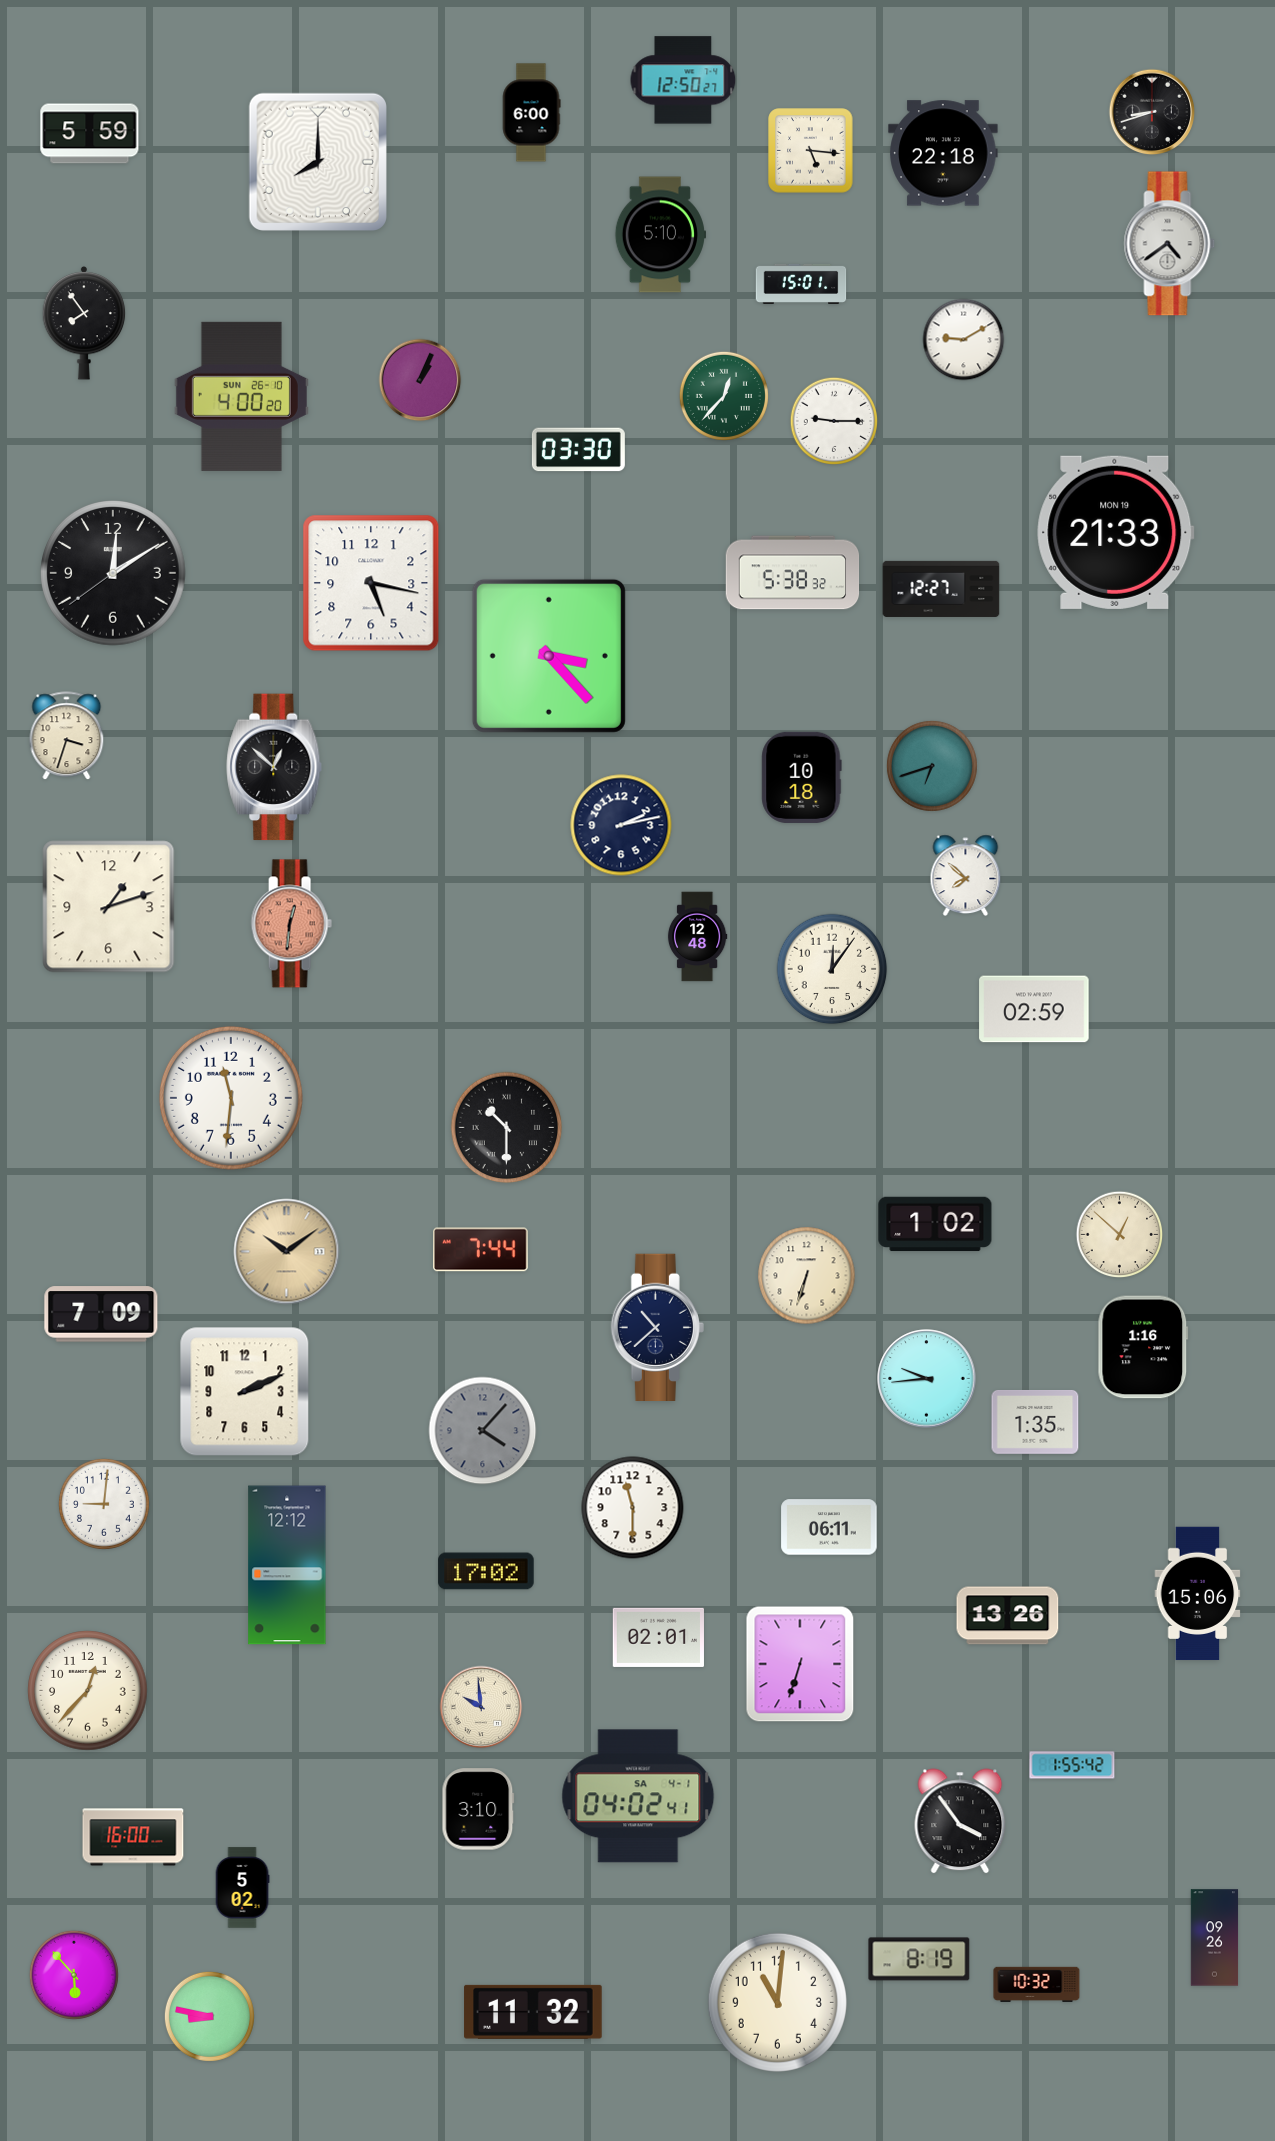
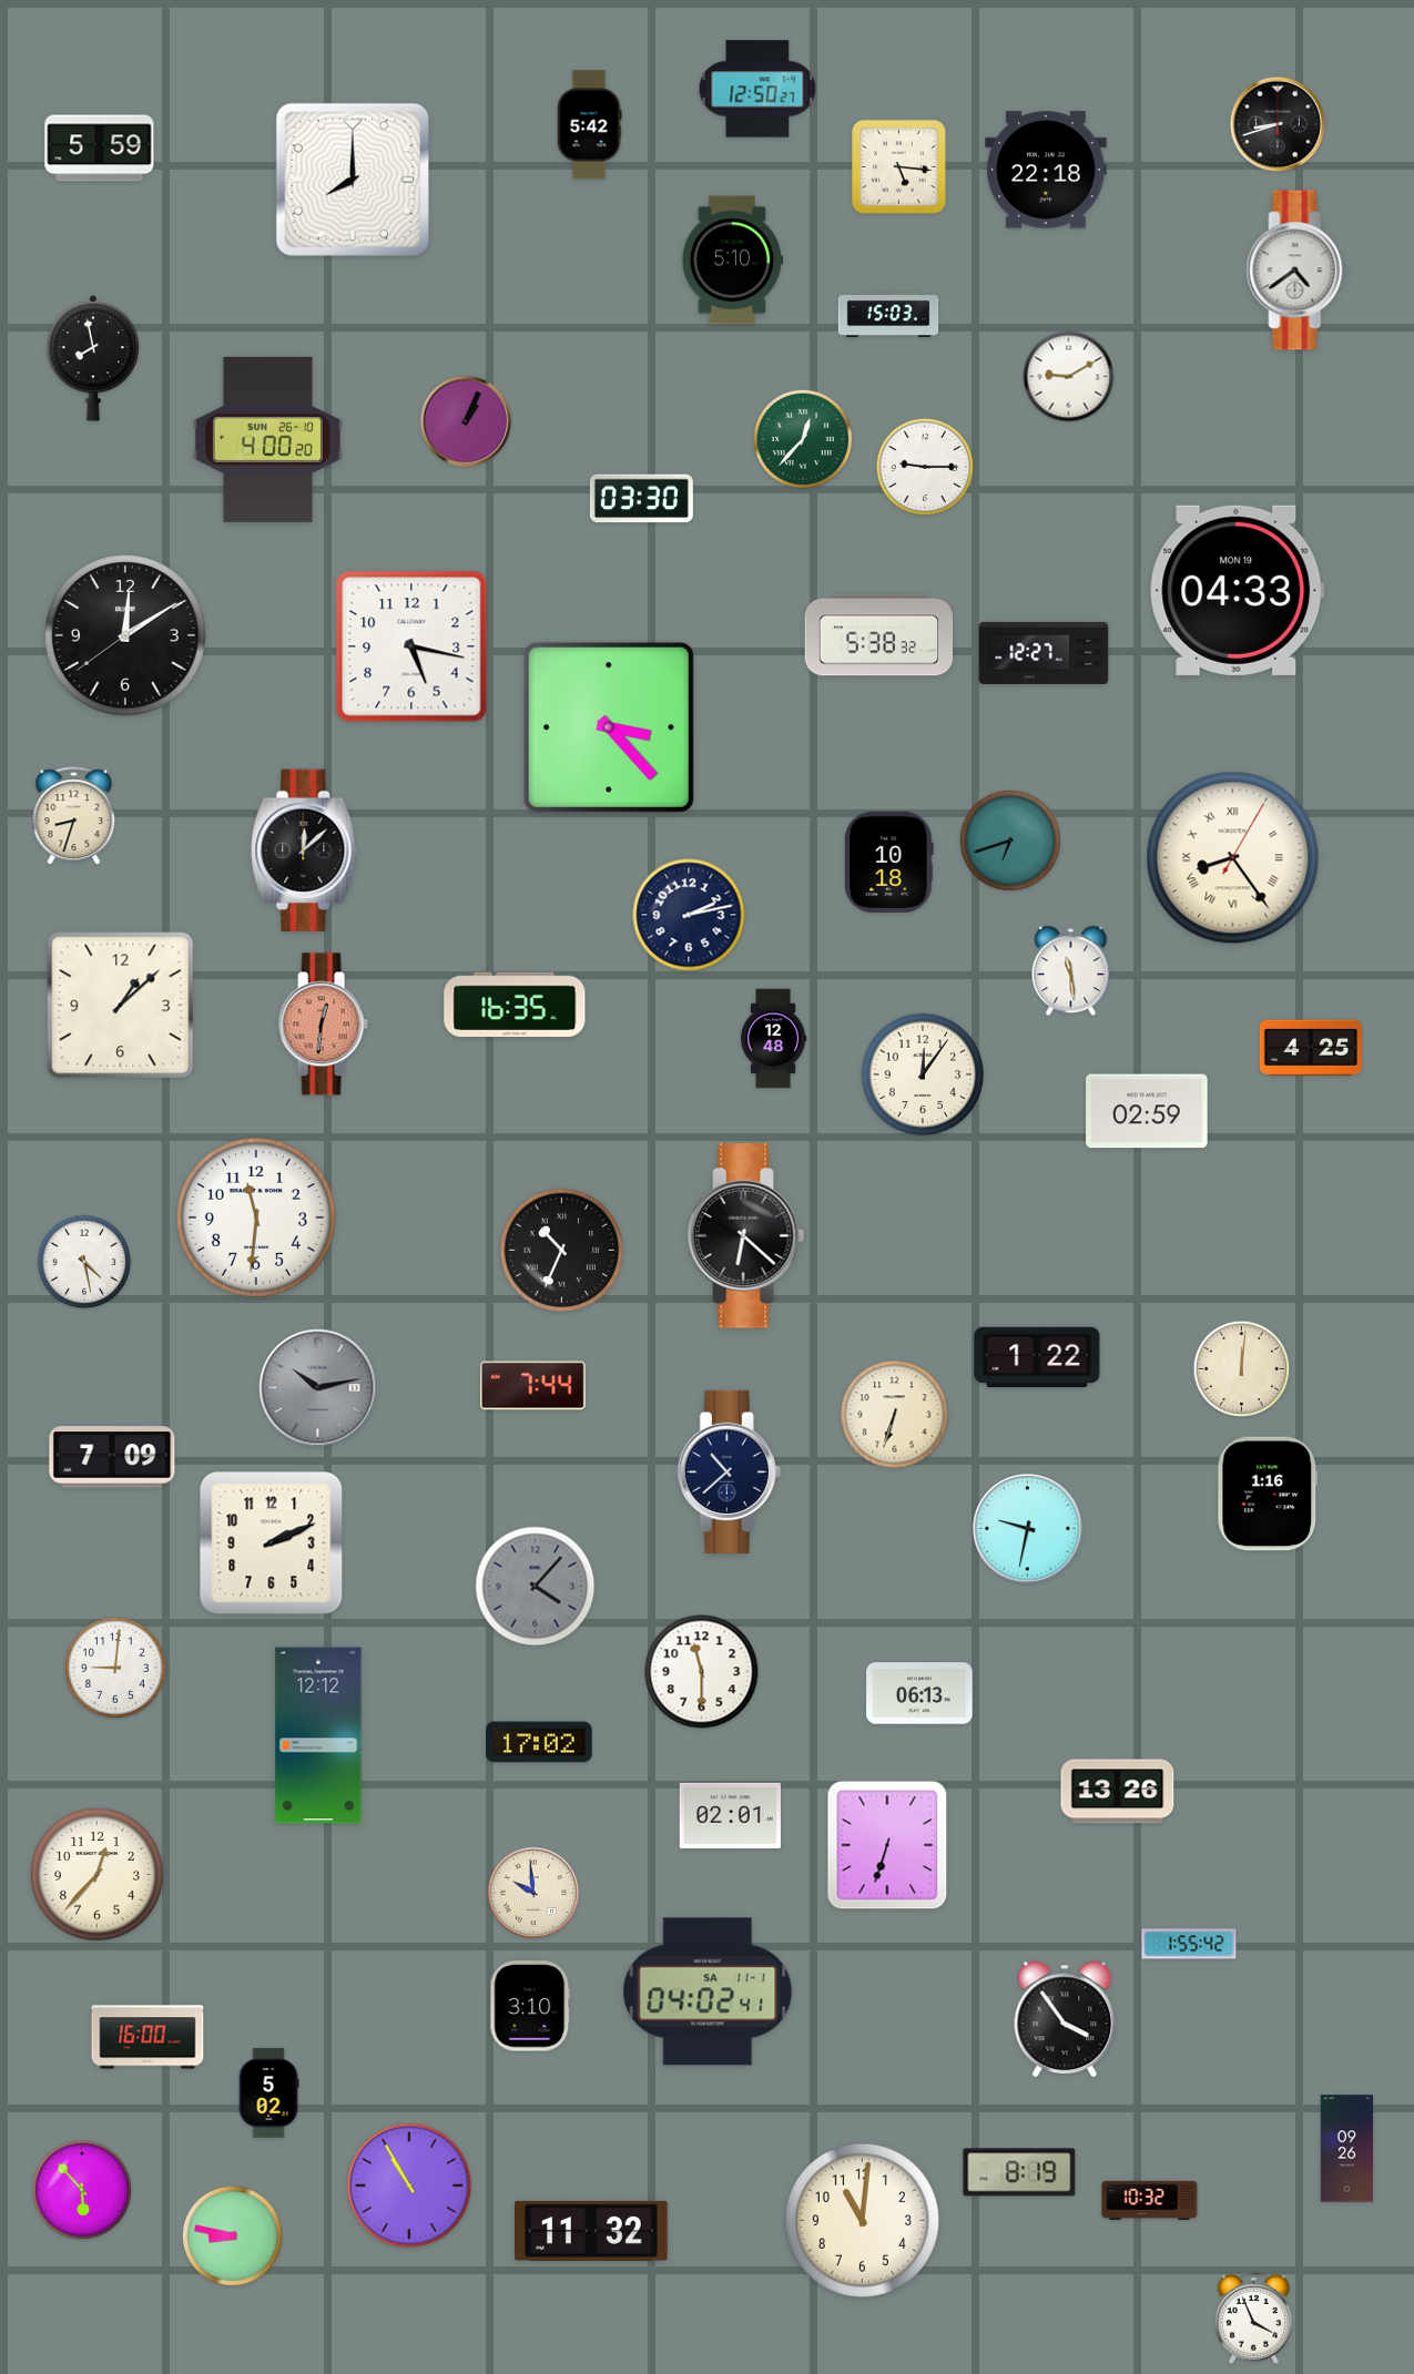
clock at (531, 113): 6:00 -> 5:42
clock at (801, 283): 15:01 -> 15:03
clock at (84, 324): 7:54 -> 7:58
clock at (1116, 532): 21:33 -> 04:33
clock at (67, 736): 3:33 -> 8:33
clock at (932, 766) position: (932, 766) -> (1010, 840)
clock at (274, 767): 12:52 -> 12:08
clock at (1233, 858): none -> 8:24
clock at (966, 876): 7:52 -> 11:29
clock at (515, 1003): none -> 16:35
clock at (109, 907): 1:12 -> 1:08
clock at (1311, 1048): none -> 4:25
clock at (1034, 1009) position: (1034, 1009) -> (1147, 1111)
clock at (746, 1236): none -> 6:22
clock at (507, 1128): 10:30 -> 10:34
clock at (84, 1262): none -> 4:28
clock at (935, 1224): 1:02 -> 1:22
clock at (1120, 1235): 12:52 -> 12:01
clock at (287, 1252): 10:09 -> 10:13
clock at (287, 1252) dial: champagne -> grey
clock at (927, 1379): 9:44 -> 9:32
clock at (1035, 1422): 1:35 -> none
clock at (829, 1527): 06:11 -> 06:13
clock at (1198, 1594): 15:06 -> none
clock at (1072, 1765) position: (1072, 1765) -> (1189, 1944)
clock at (638, 1796) date: SA 4-1 -> SA 11-1
clock at (409, 2185): none -> 10:55
clock at (1253, 2317): none -> 3:56
